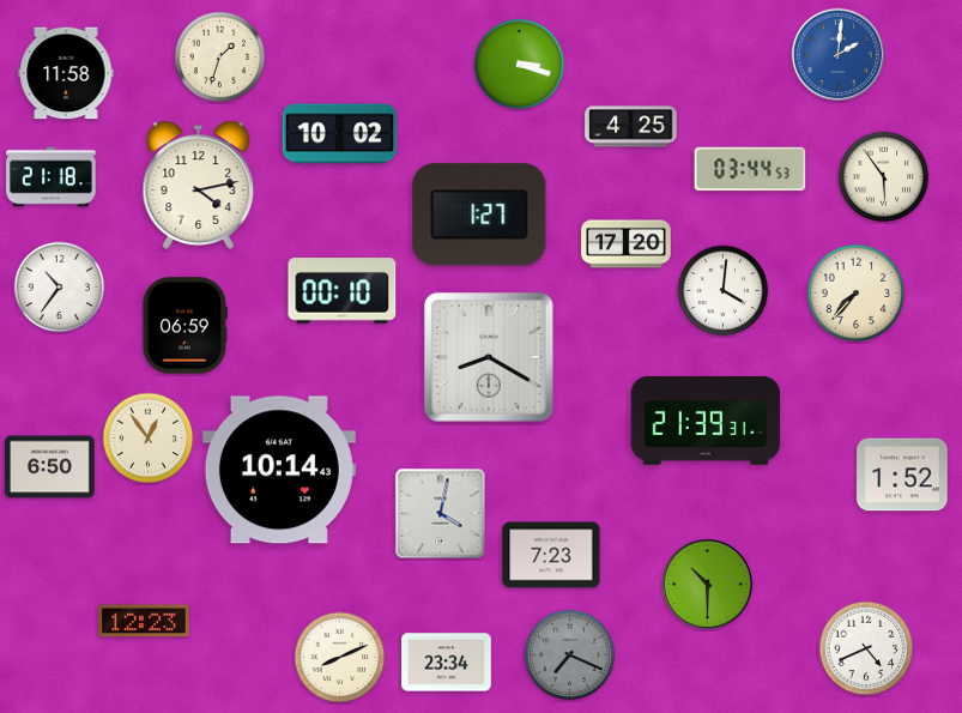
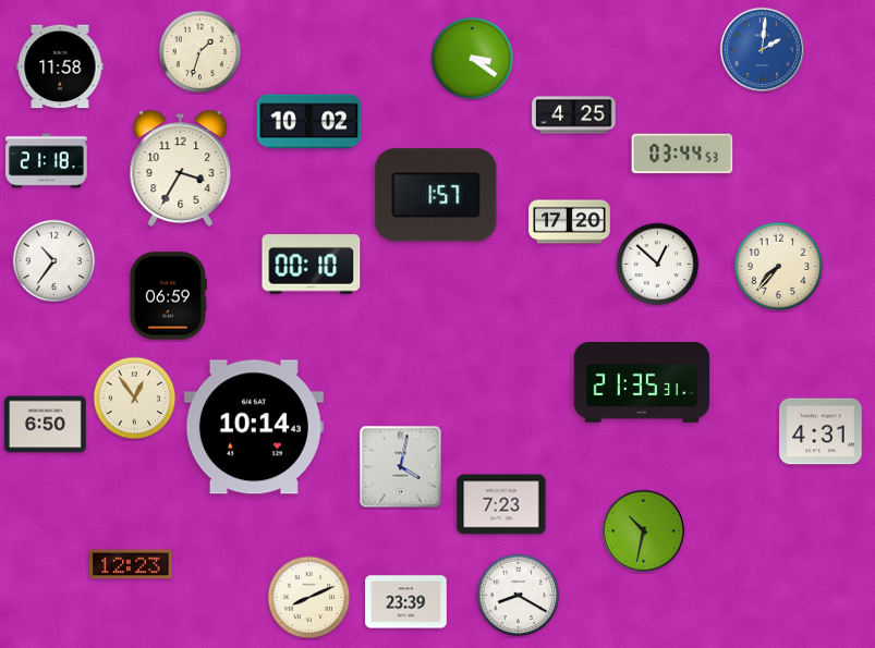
clock at (520, 65): 3:18 -> 3:21
clock at (884, 177): 5:54 -> none
clock at (199, 185): 4:13 -> 3:35
clock at (479, 214): 1:27 -> 1:57
clock at (724, 291): 4:01 -> 12:52
clock at (490, 358): 8:20 -> none
clock at (706, 422): 21:39 -> 21:35
clock at (902, 475): 1:52 -> 4:31
clock at (707, 584): 10:30 -> 10:32
clock at (866, 648): 4:41 -> none
clock at (570, 655): 7:19 -> 8:20
clock at (570, 655) dial: grey -> white
clock at (447, 663): 23:34 -> 23:39
